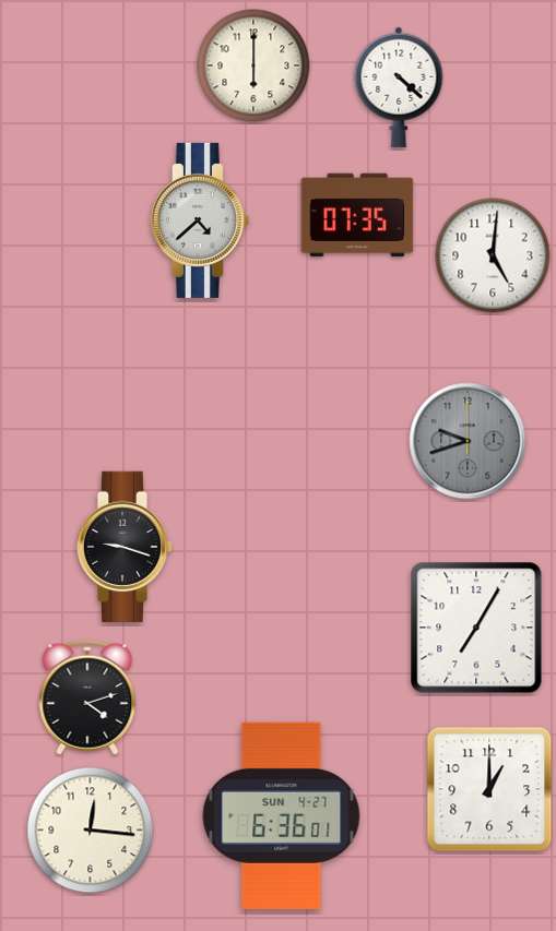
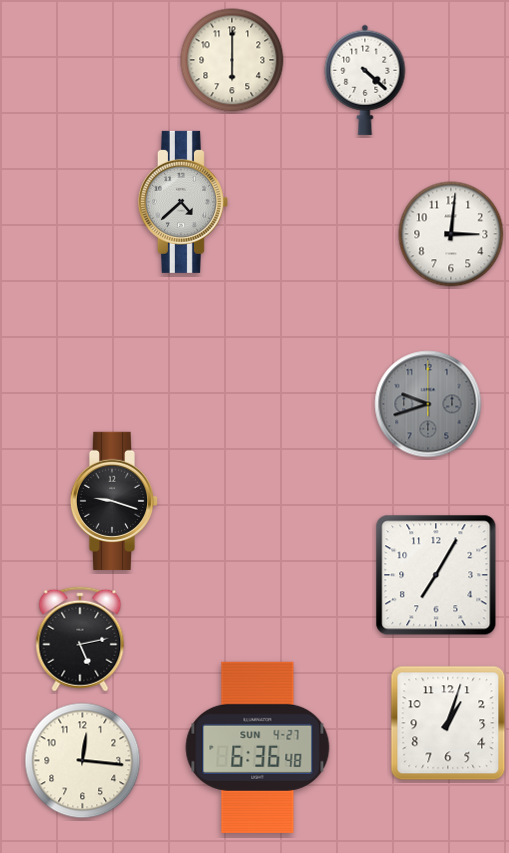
clock at (357, 214): 07:35 -> none
clock at (493, 255): 5:01 -> 3:01
clock at (87, 697): 4:12 -> 5:13
clock at (489, 789): 1:00 -> 1:03
clock at (282, 815): 6:36:01 -> 6:36:48
